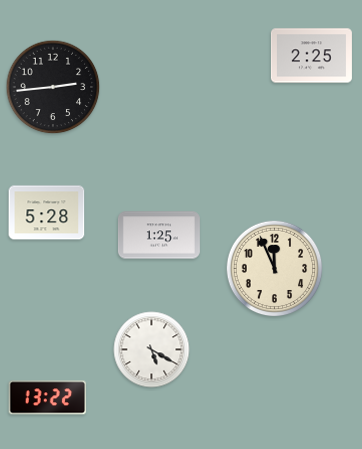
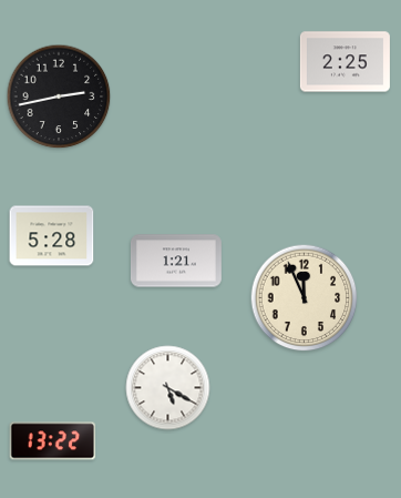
clock at (53, 87): 2:44 -> 2:43
clock at (159, 235): 1:25 -> 1:21
